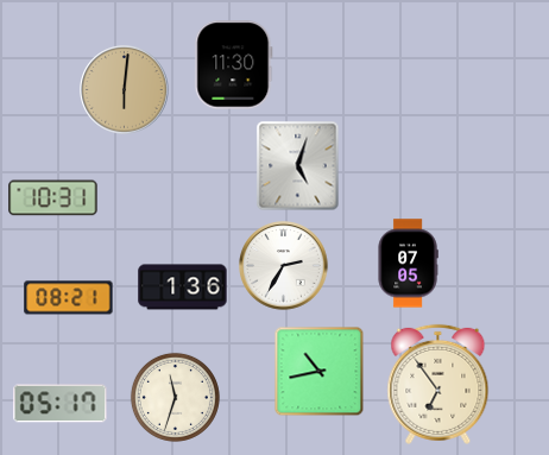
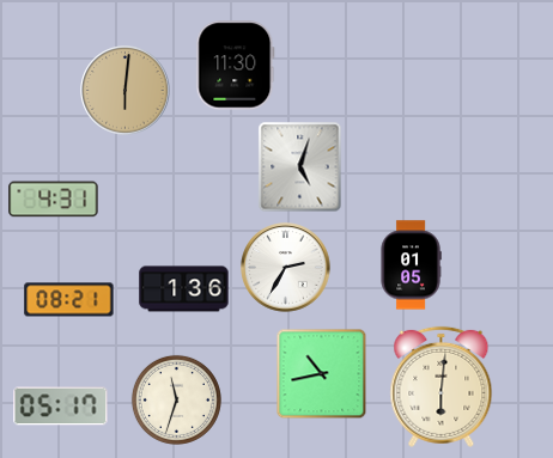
clock at (53, 198): 10:31 -> 4:31
clock at (408, 264): 07:05 -> 01:05
clock at (438, 384): 6:54 -> 6:01
